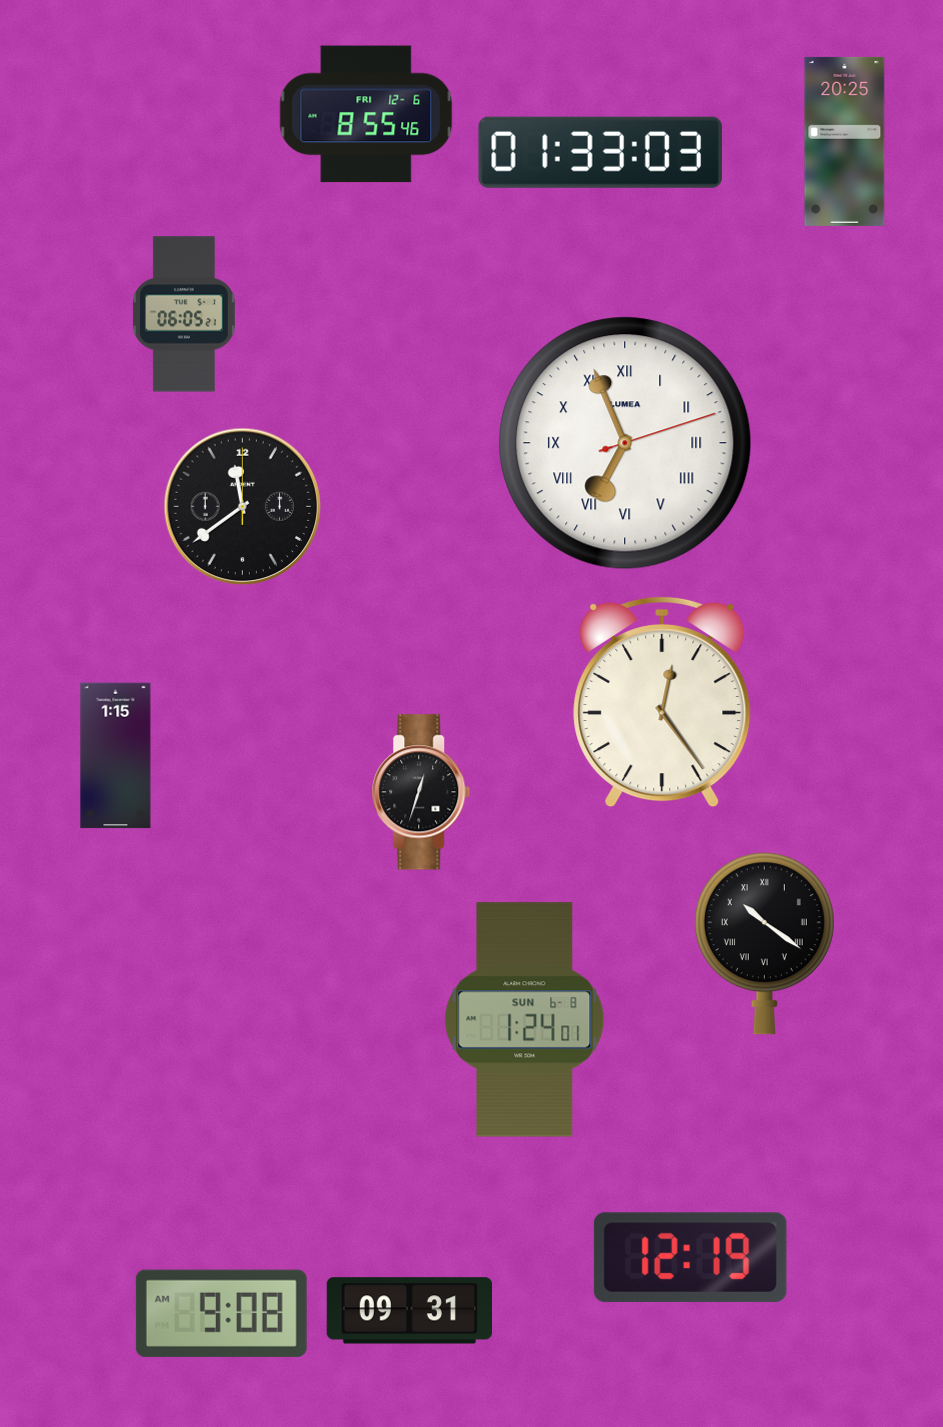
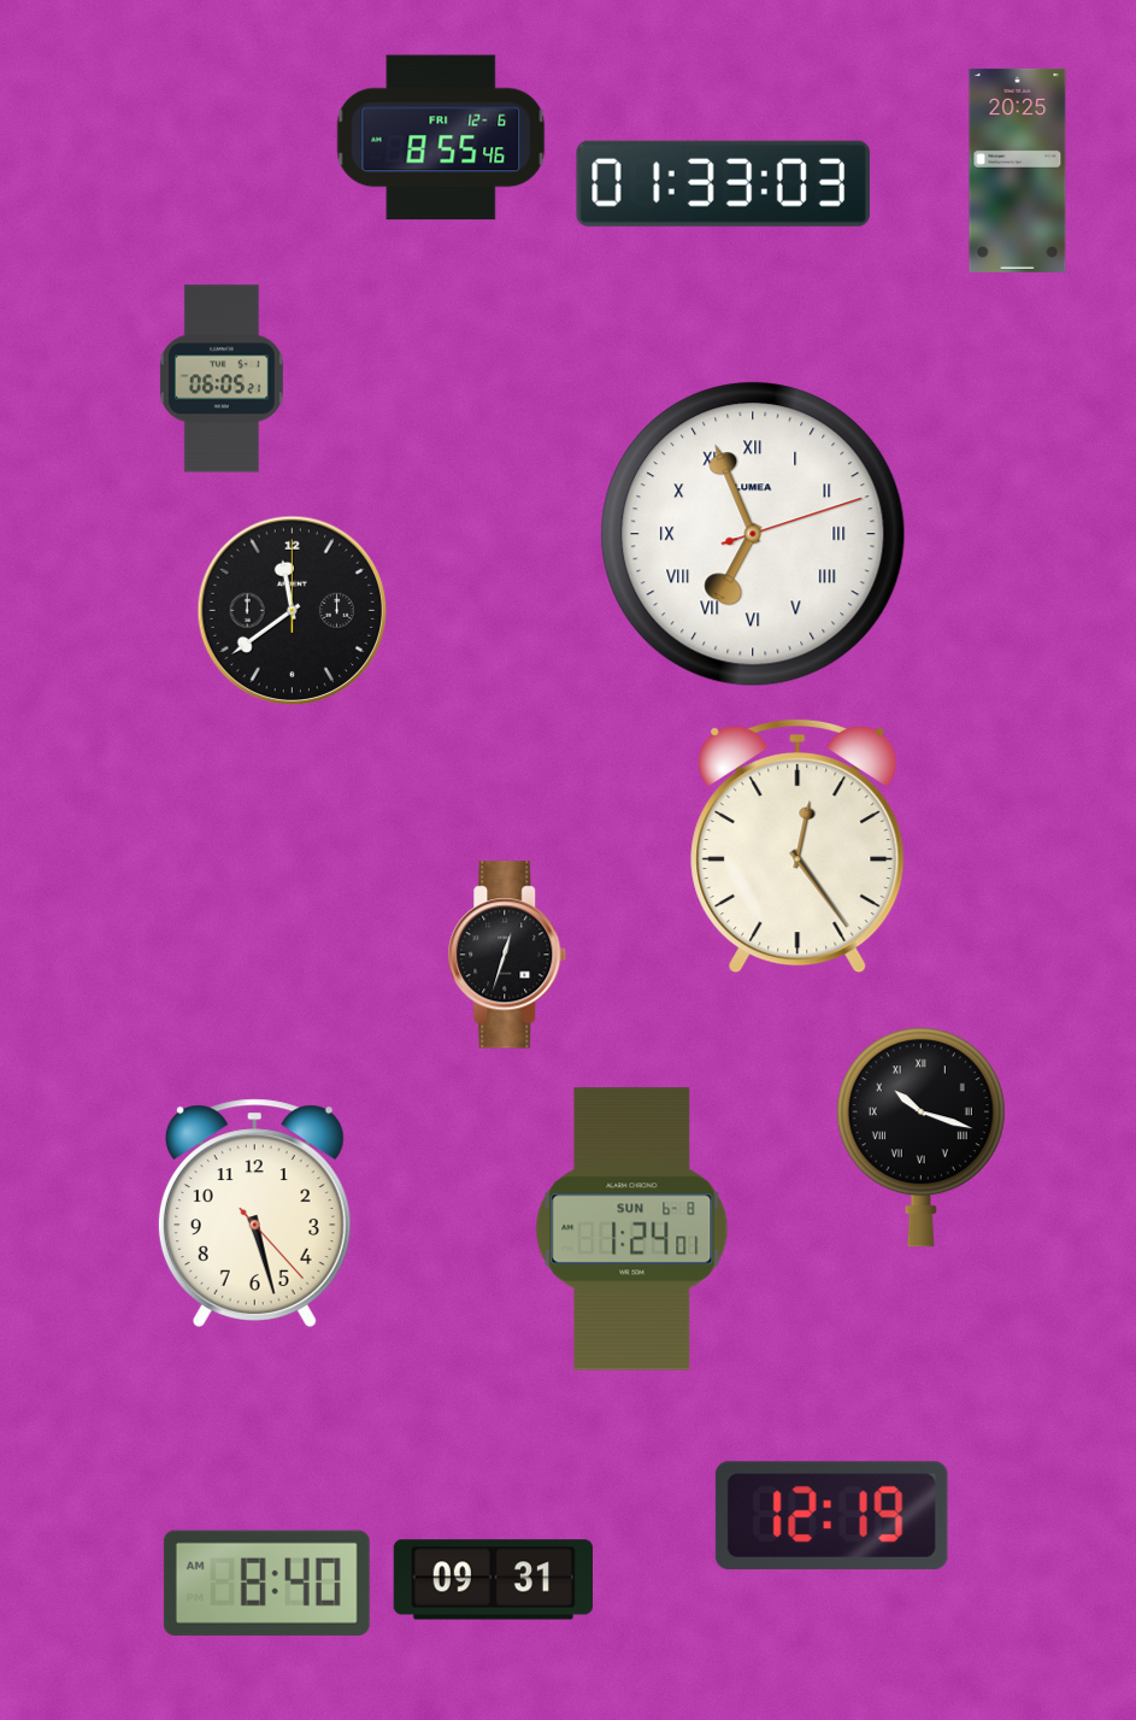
clock at (116, 756): 1:15 -> none
clock at (764, 944): 10:21 -> 10:18
clock at (254, 1213): none -> 5:27
clock at (221, 1313): 9:08 -> 8:40
